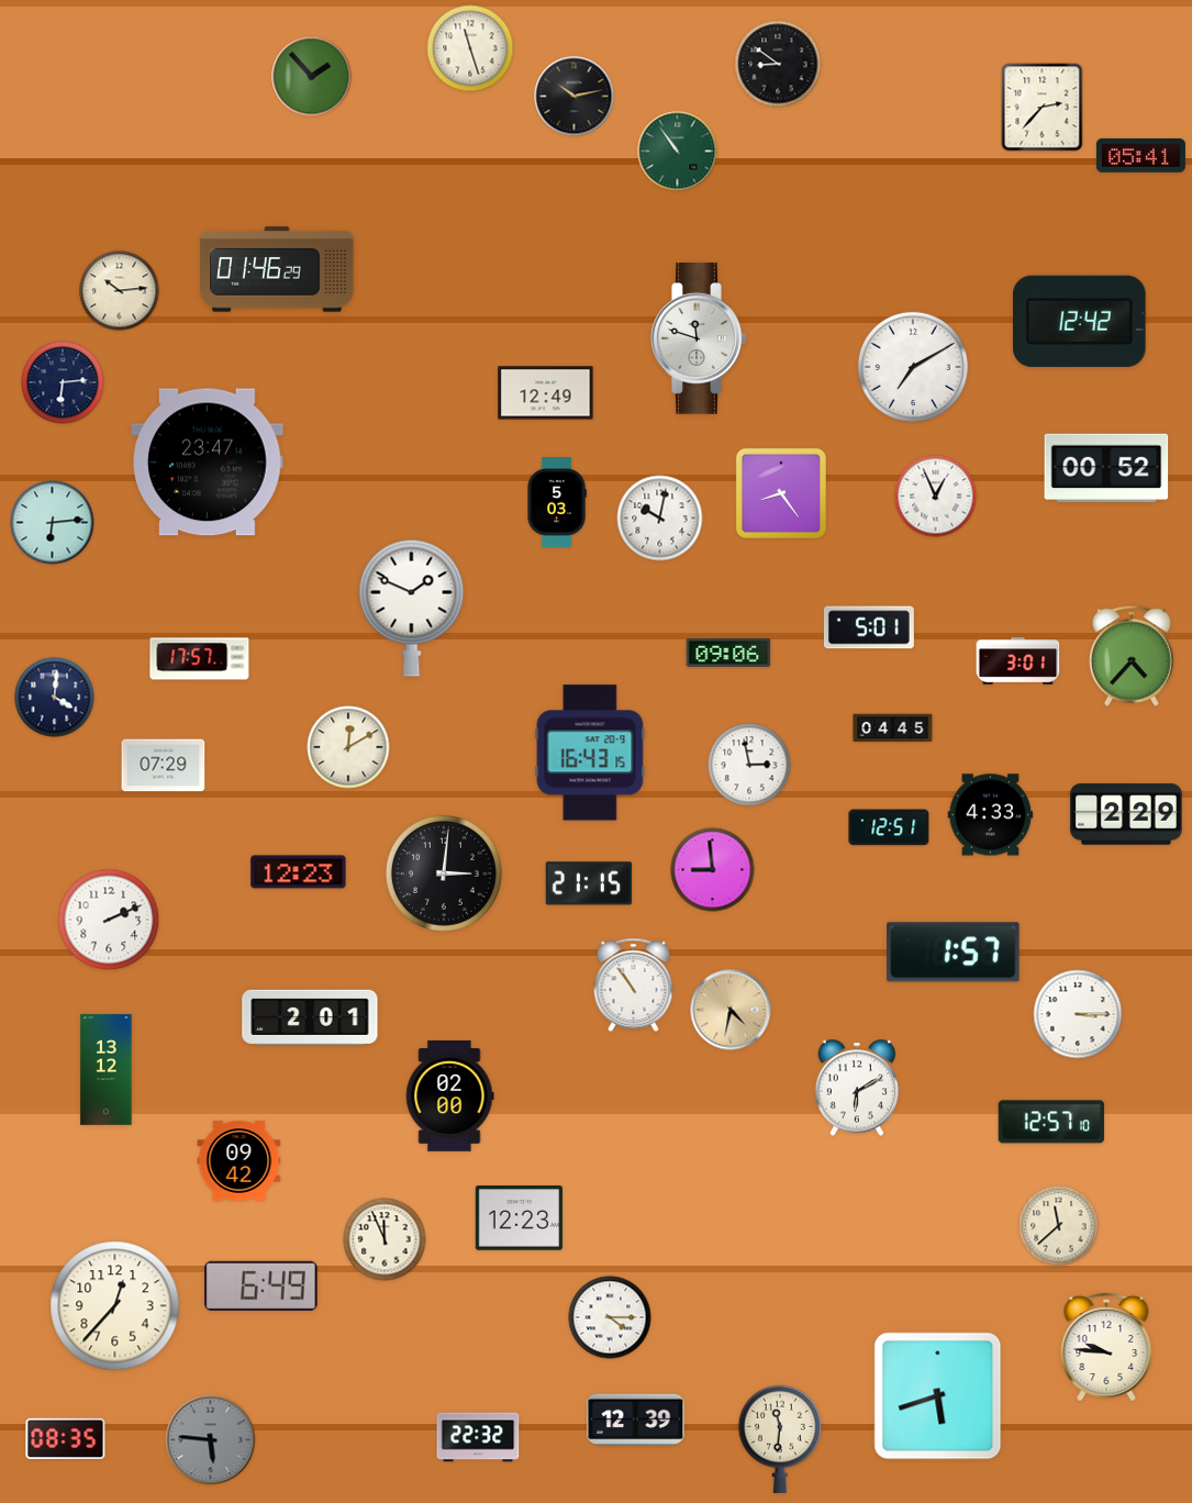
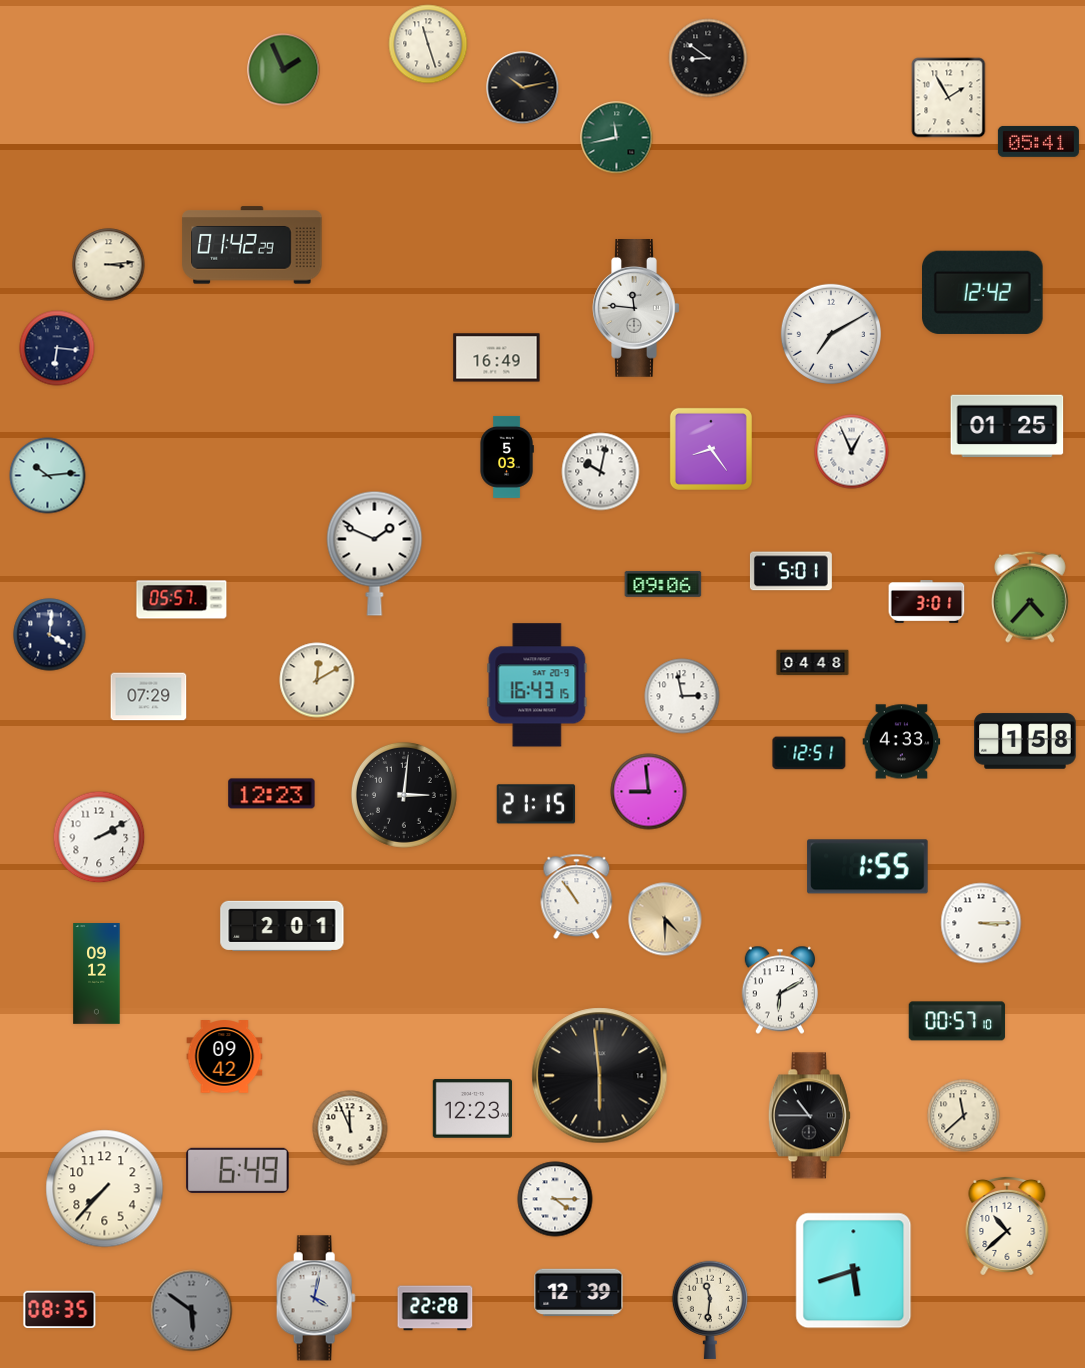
clock at (312, 77): 1:53 -> 1:56
clock at (1043, 108): 2:37 -> 1:55
clock at (678, 152): 10:54 -> 11:43
clock at (277, 269): 01:46 -> 01:42
clock at (120, 291): 10:14 -> 3:14
clock at (699, 339): 11:48 -> 11:46
clock at (63, 382): 6:14 -> 6:16
clock at (546, 393): 12:49 -> 16:49
clock at (208, 463): 23:47 -> none
clock at (1106, 468): 00:52 -> 01:25
clock at (53, 523): 6:14 -> 10:14
clock at (728, 653) position: (728, 653) -> (663, 584)
clock at (200, 659): 17:57 -> 05:57
clock at (893, 728): 04:45 -> 04:48
clock at (1126, 814): 2:29 -> 1:58
clock at (109, 920): 2:11 -> 2:10
clock at (954, 953): 1:57 -> 1:55
clock at (731, 1010): 4:32 -> 4:30
clock at (107, 1070): 13:12 -> 09:12
clock at (449, 1096): 02:00 -> none
clock at (1051, 1122): 12:57 -> 00:57
clock at (239, 1161) position: (239, 1161) -> (225, 1057)
clock at (600, 1076): none -> 5:59
clock at (809, 1116): none -> 10:45
clock at (115, 1306): 12:37 -> 7:37
clock at (1106, 1347): 9:46 -> 10:38
clock at (316, 1298): none -> 4:02
clock at (478, 1437): 22:32 -> 22:28
clock at (211, 1440): 5:46 -> 5:51
